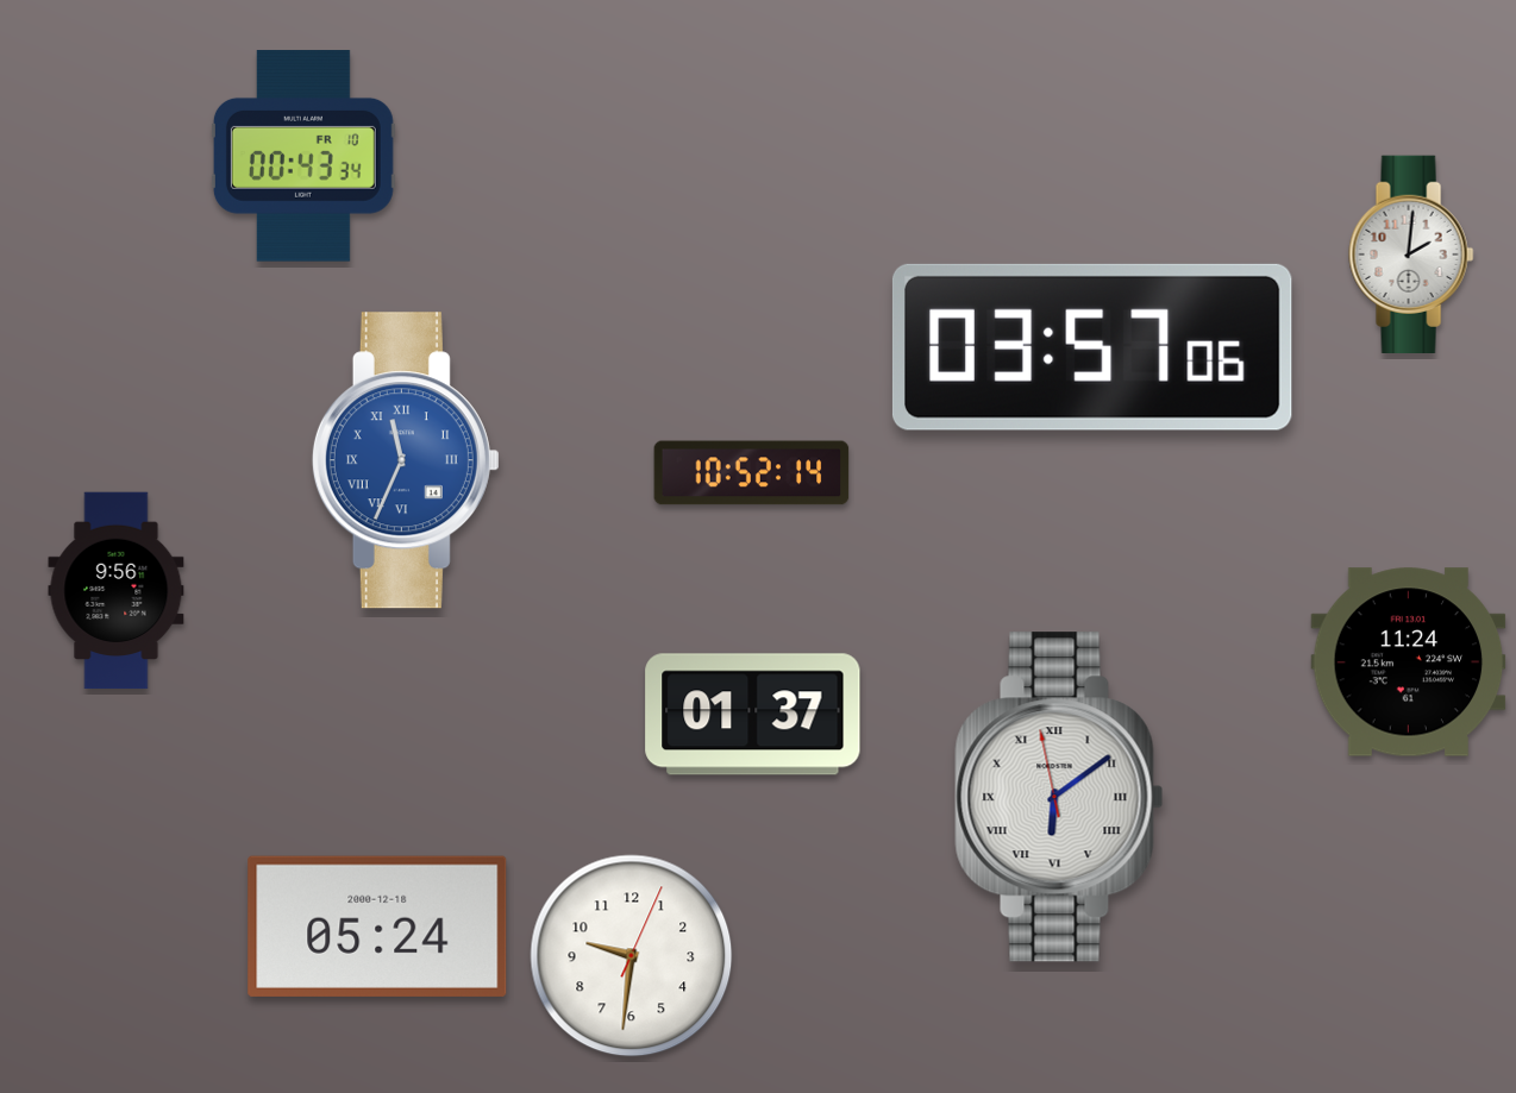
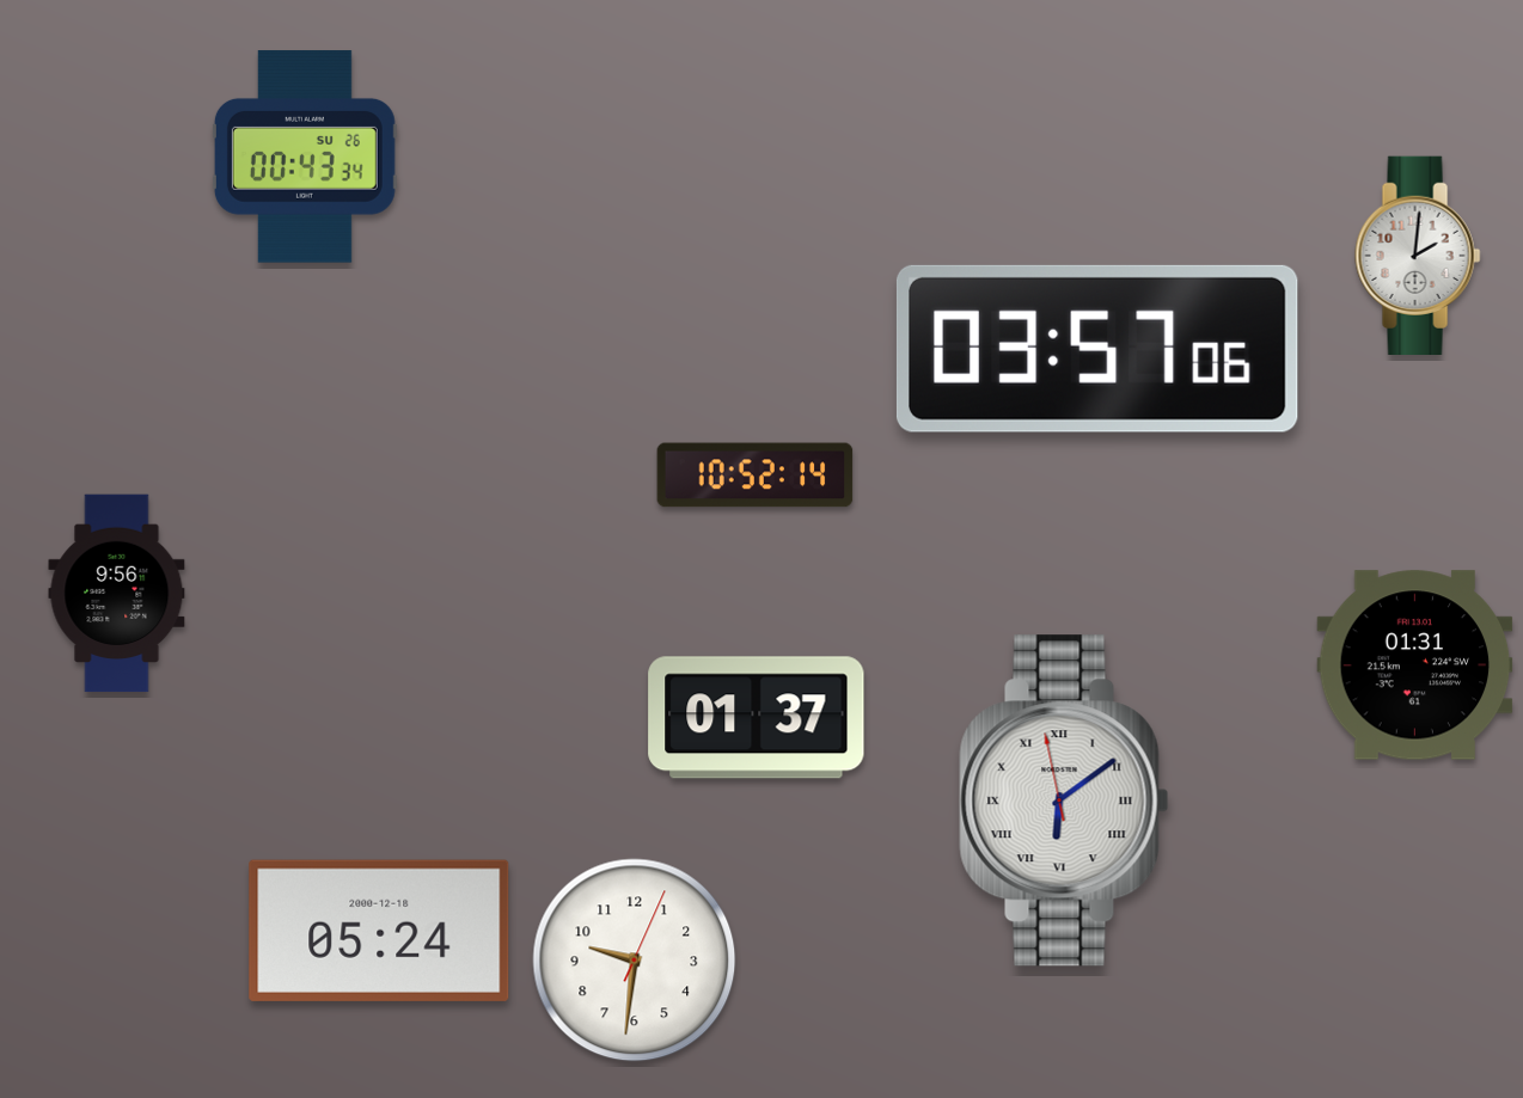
clock at (303, 156) date: FR 10 -> SU 26
clock at (406, 460): 11:34 -> none
clock at (1409, 662): 11:24 -> 01:31
